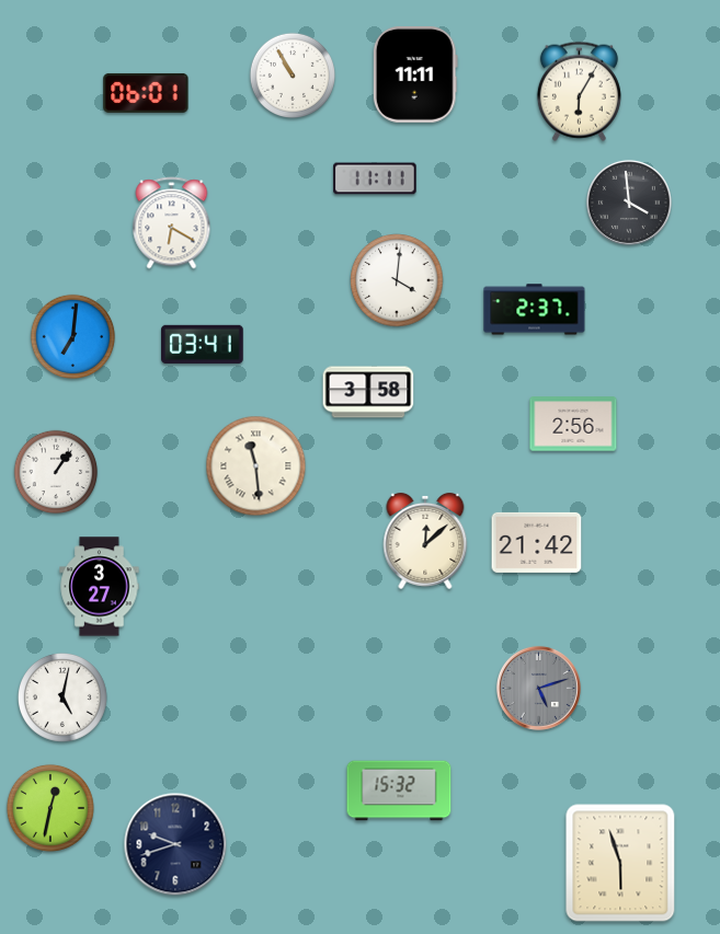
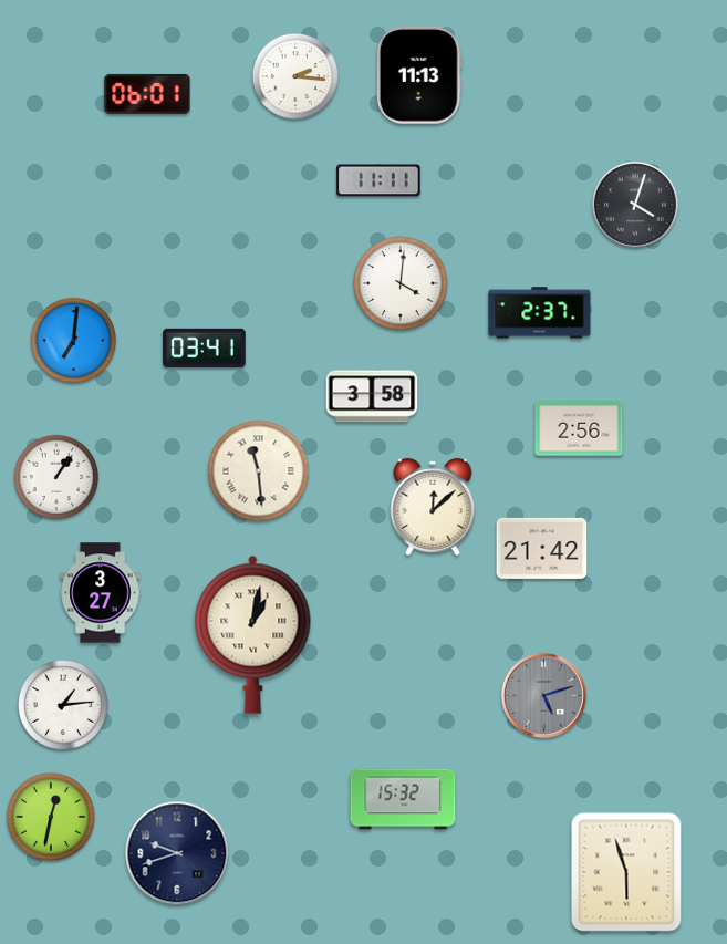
clock at (292, 74): 10:55 -> 2:16
clock at (415, 76): 11:11 -> 11:13
clock at (579, 91): 6:05 -> none
clock at (629, 203): 3:59 -> 4:03
clock at (172, 223): 6:20 -> none
clock at (425, 541) position: (425, 541) -> (433, 507)
clock at (253, 634): none -> 1:02
clock at (64, 699): 5:02 -> 1:14
